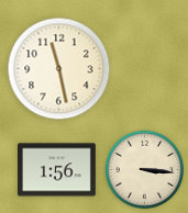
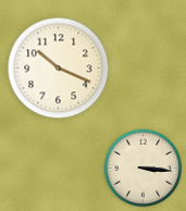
clock at (59, 69): 11:28 -> 10:19
clock at (57, 170): 1:56 -> none
